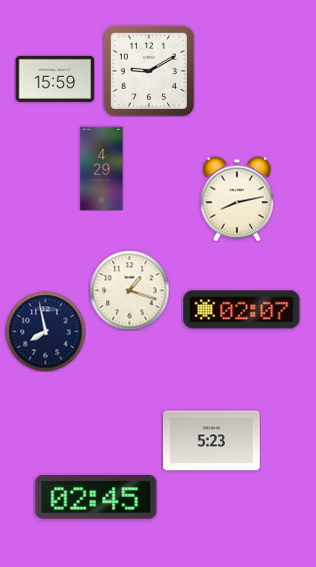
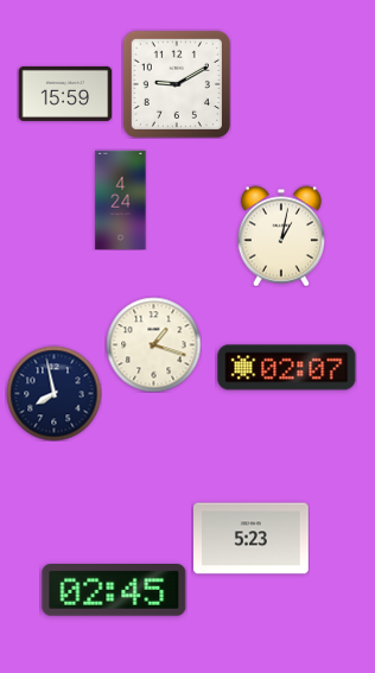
clock at (102, 168): 4:29 -> 4:24
clock at (237, 199): 8:13 -> 1:02
clock at (212, 441) position: (212, 441) -> (252, 539)
